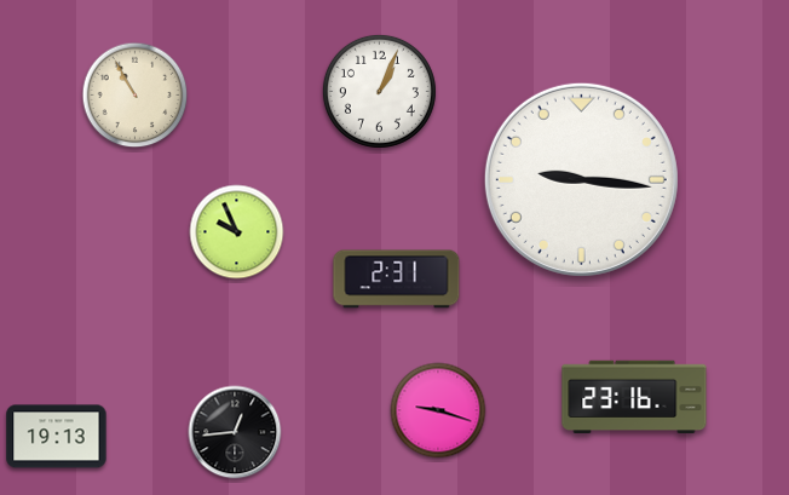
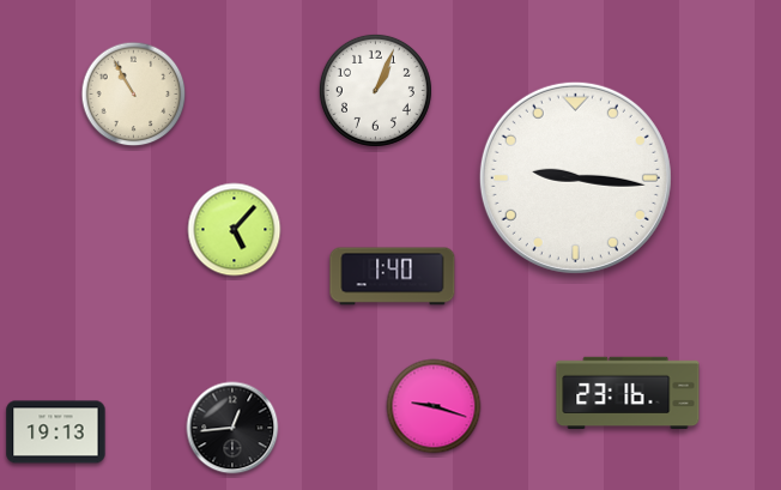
clock at (237, 232): 9:56 -> 5:07
clock at (397, 280): 2:31 -> 1:40
